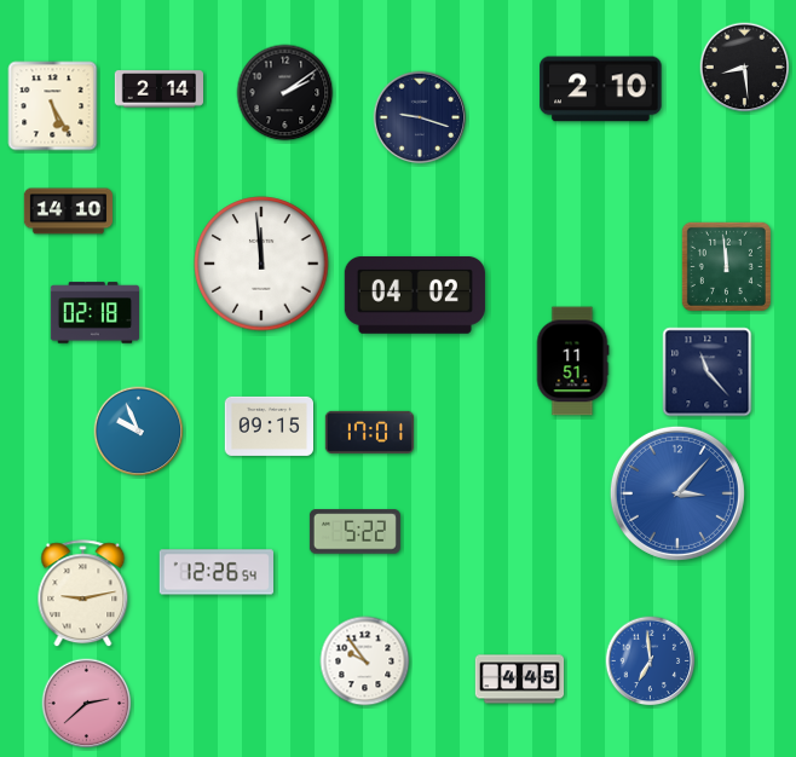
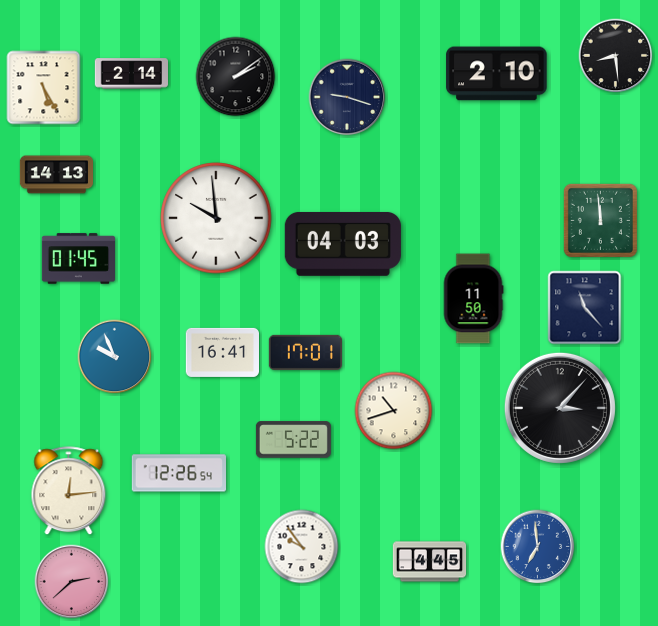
clock at (68, 212): 14:10 -> 14:13
clock at (261, 264): 11:59 -> 9:59
clock at (415, 295): 04:02 -> 04:03
clock at (94, 313): 02:18 -> 01:45
clock at (572, 362): 11:51 -> 11:50
clock at (269, 426): 09:15 -> 16:41
clock at (369, 432) position: (369, 432) -> (305, 352)
clock at (677, 493) dial: blue -> black
clock at (394, 411): none -> 10:42
clock at (83, 594): 9:13 -> 12:14
